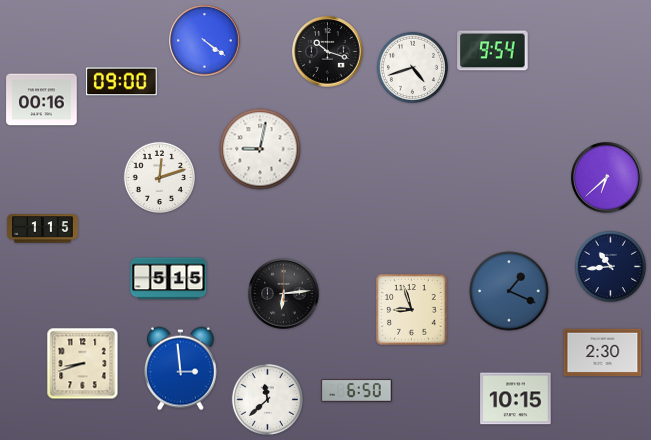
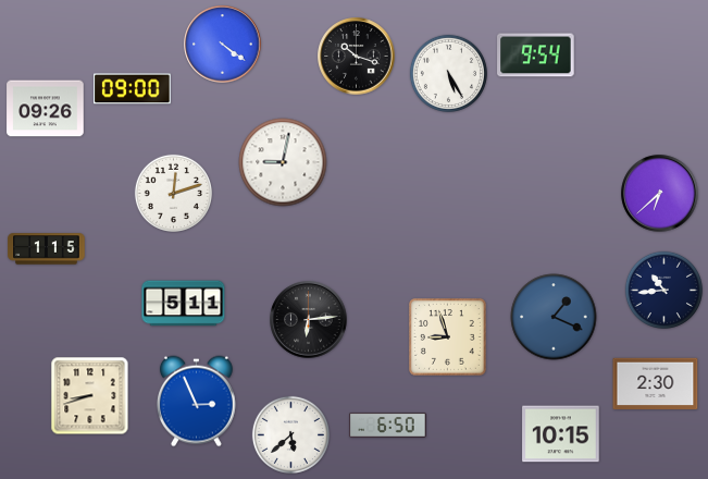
clock at (412, 67): 4:42 -> 5:25
clock at (42, 100): 00:16 -> 09:26
clock at (169, 279): 5:15 -> 5:11
clock at (180, 369): 2:59 -> 2:56
clock at (267, 399): 11:38 -> 5:38
